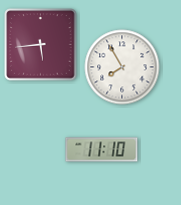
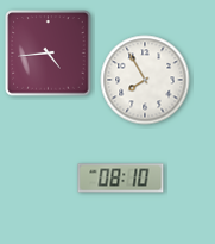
clock at (41, 45): 5:44 -> 4:44
clock at (102, 150): 11:10 -> 08:10
